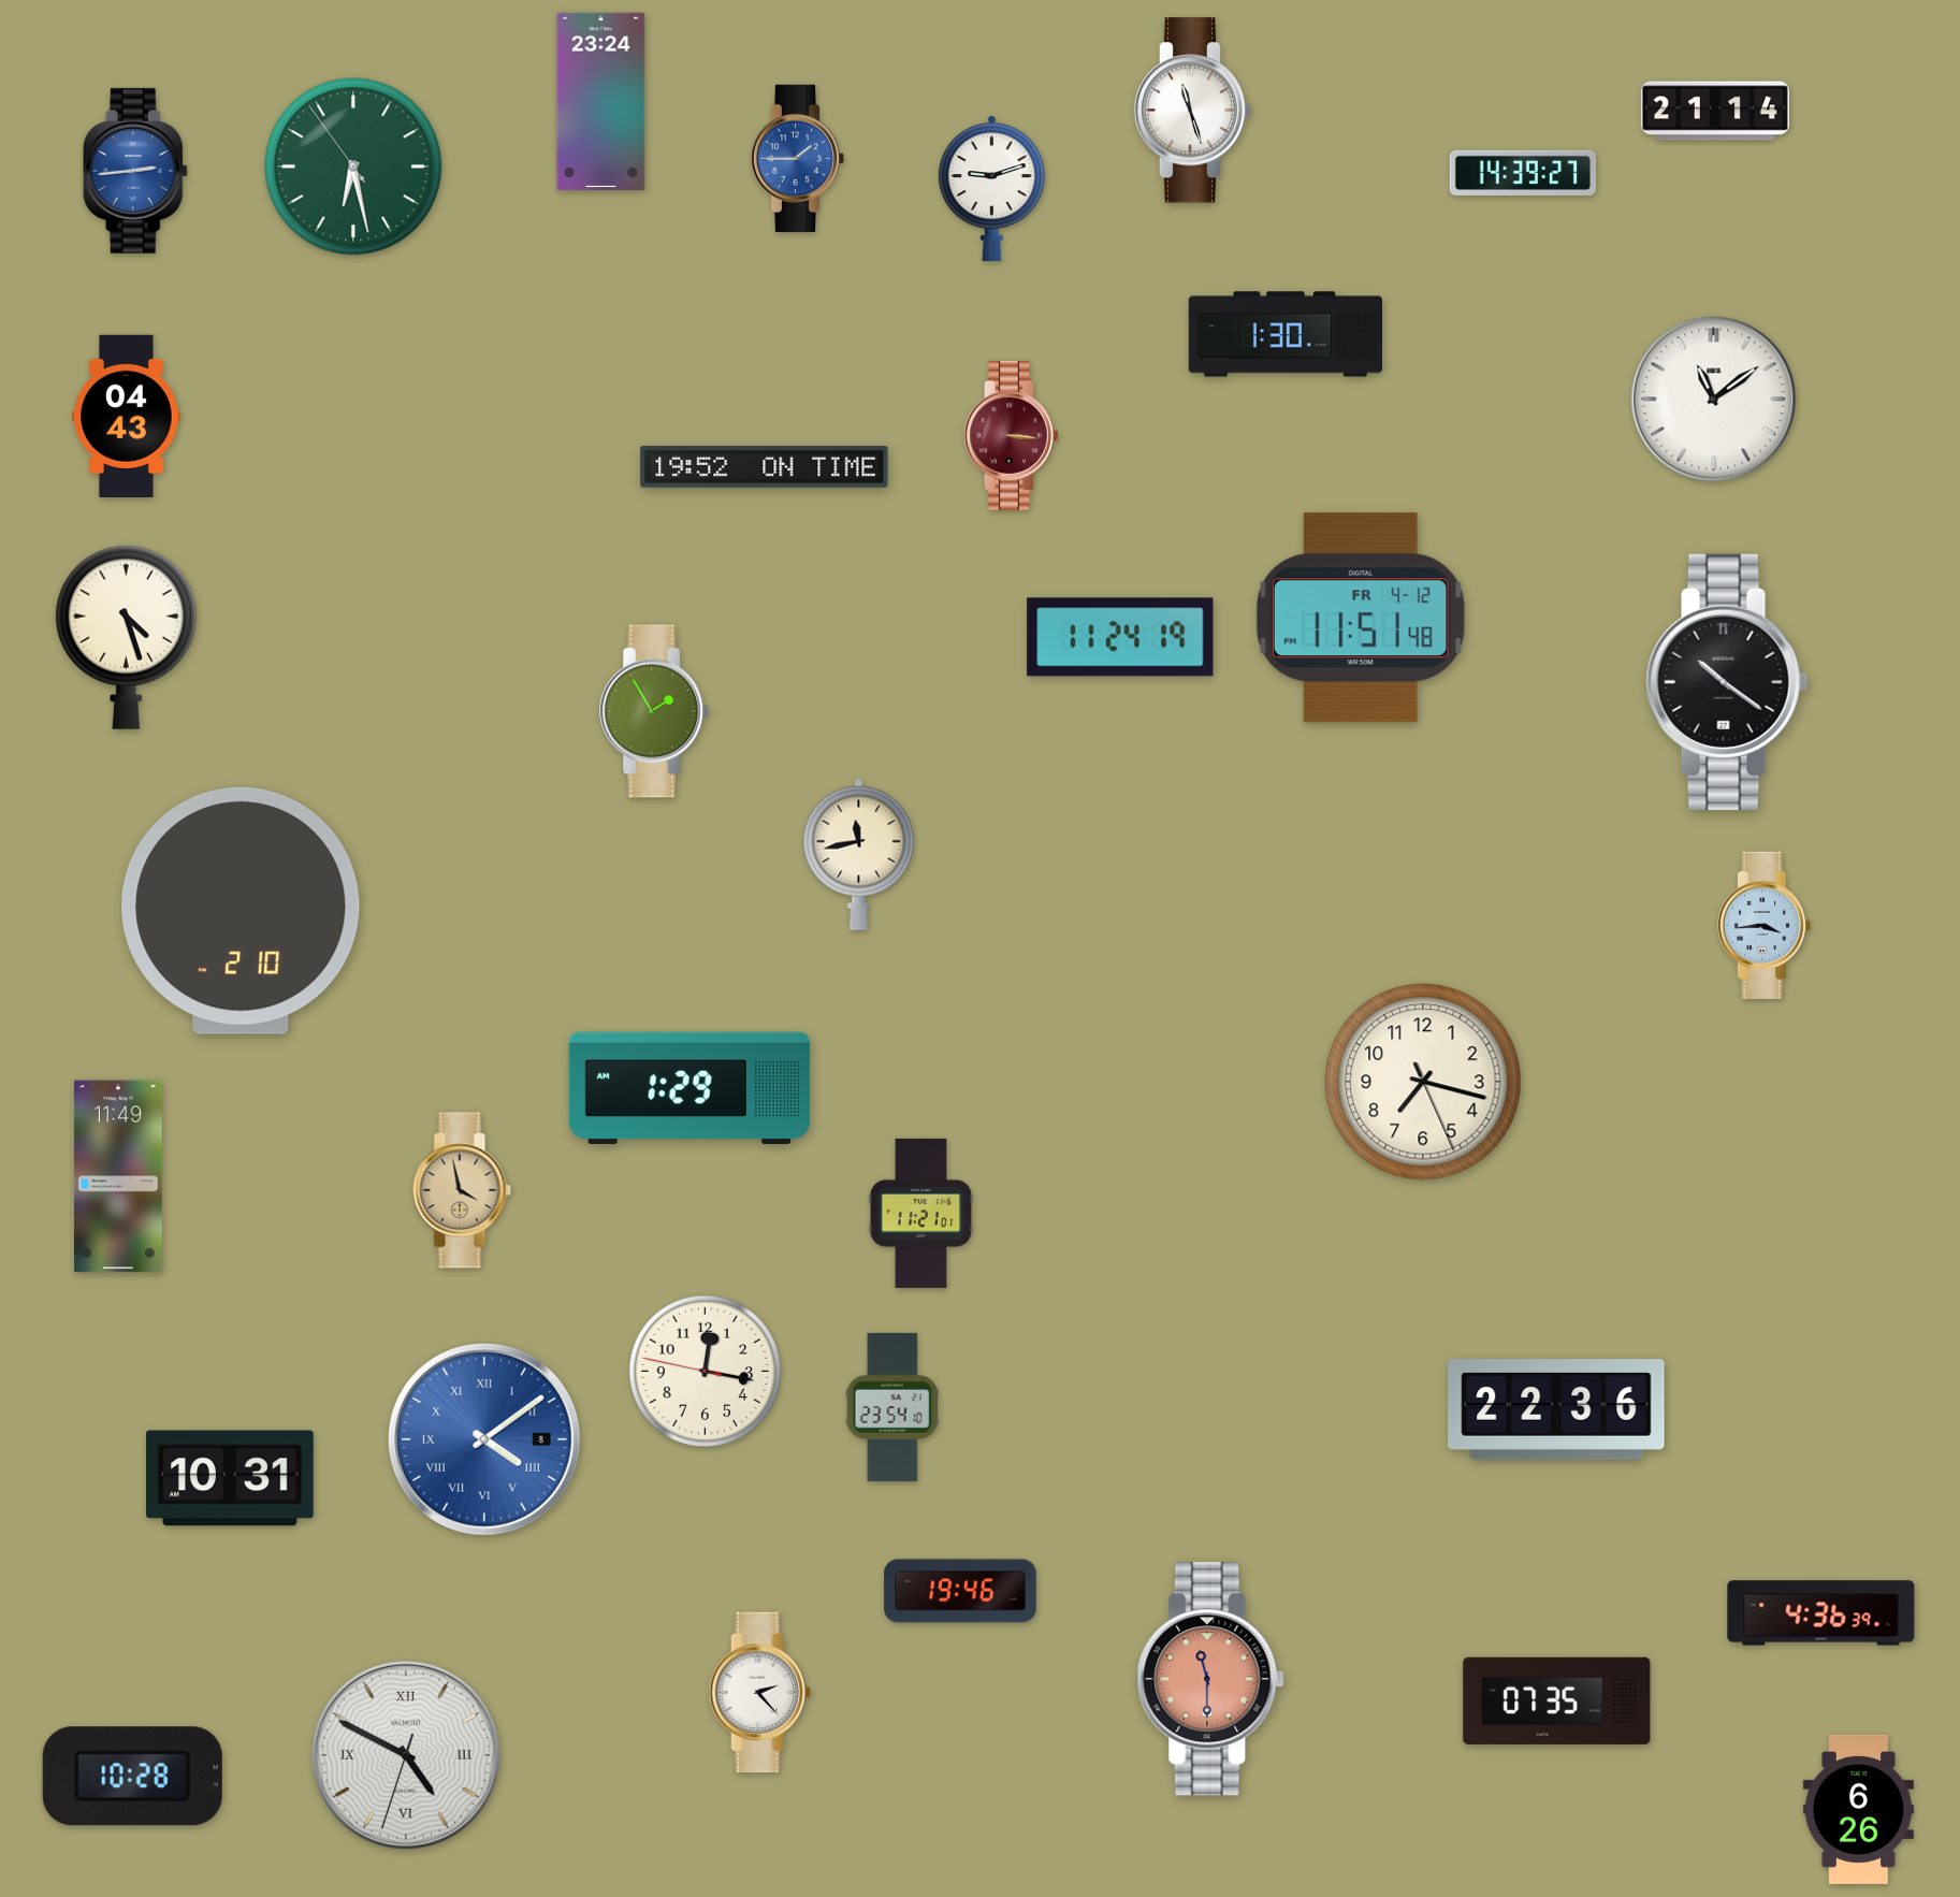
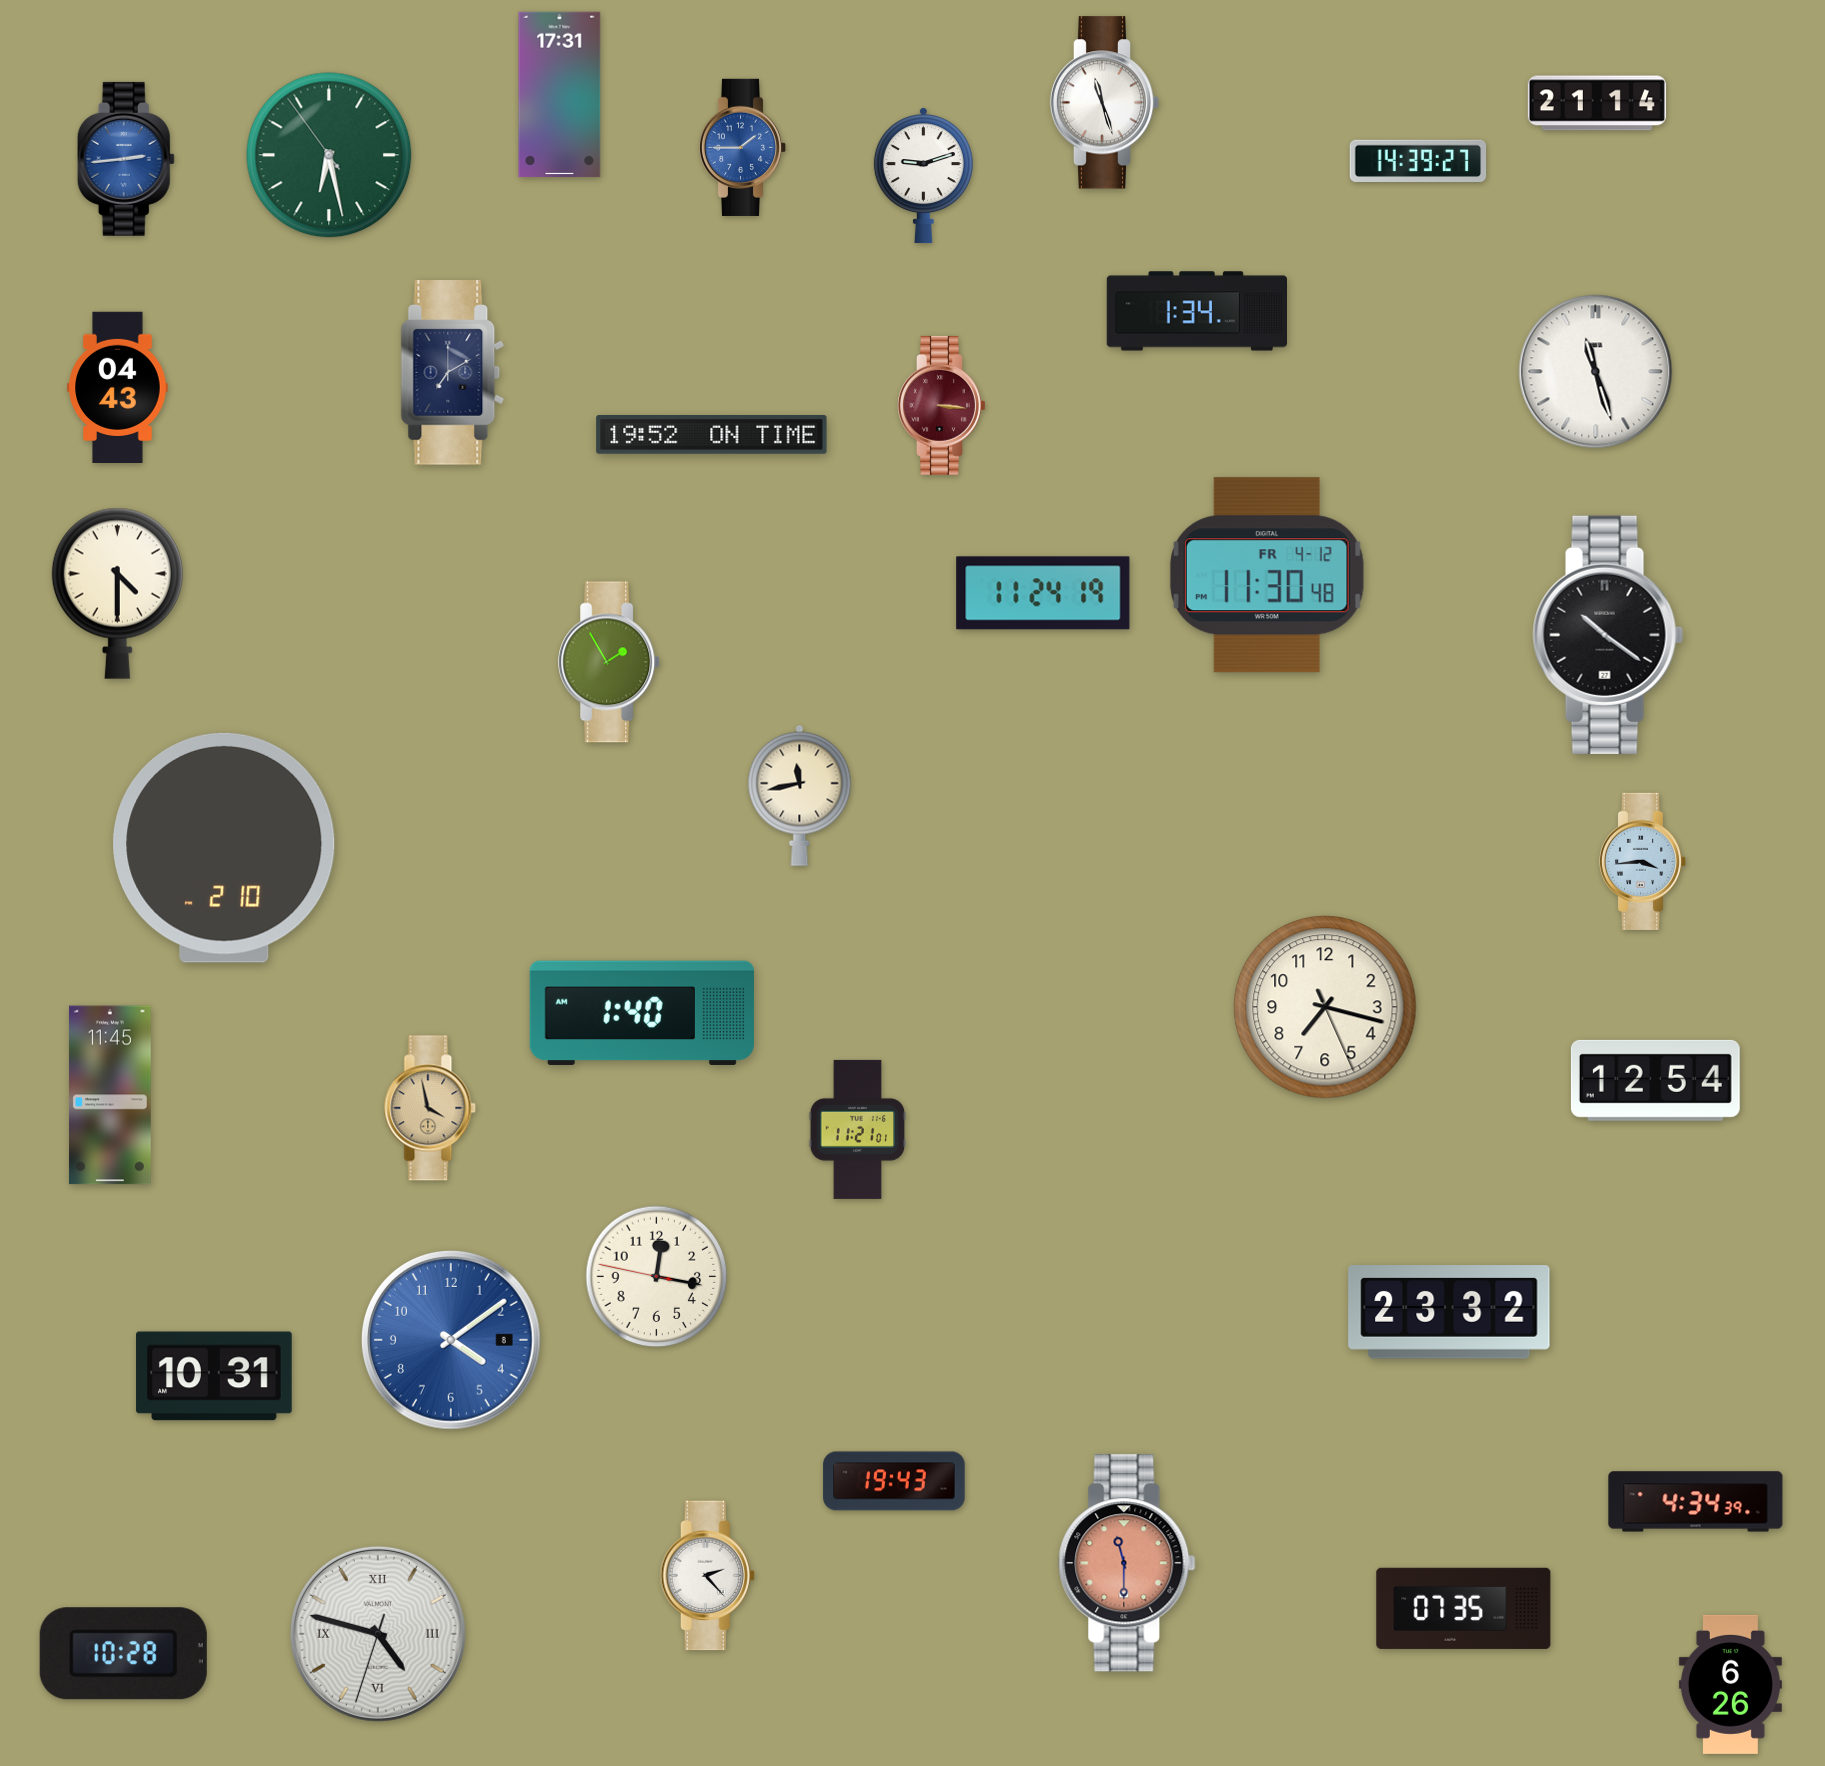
clock at (601, 102): 23:24 -> 17:31
clock at (1193, 111) position: (1193, 111) -> (1105, 103)
clock at (1284, 334): 1:30 -> 1:34
clock at (1714, 400): 11:09 -> 11:27
clock at (453, 373): none -> 7:10
clock at (1361, 618): 11:51 -> 11:30
clock at (126, 637): 4:27 -> 4:30
clock at (689, 1087): 1:29 -> 1:40
clock at (1655, 1080): none -> 12:54
clock at (119, 1176): 11:49 -> 11:45
clock at (892, 1407): 23:54 -> none
clock at (1556, 1409): 22:36 -> 23:32
clock at (484, 1439) numerals: Roman -> Arabic
clock at (960, 1591): 19:46 -> 19:43
clock at (1821, 1613): 4:36 -> 4:34
clock at (1557, 1700) position: (1557, 1700) -> (1464, 1608)
clock at (406, 1755): 4:49 -> 4:47
